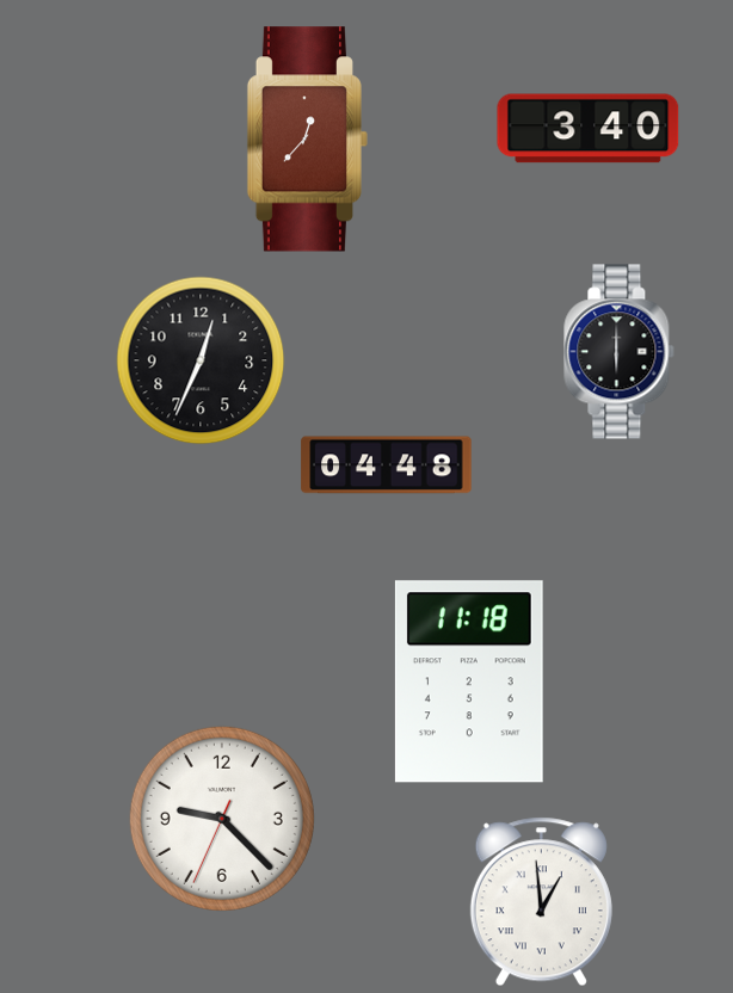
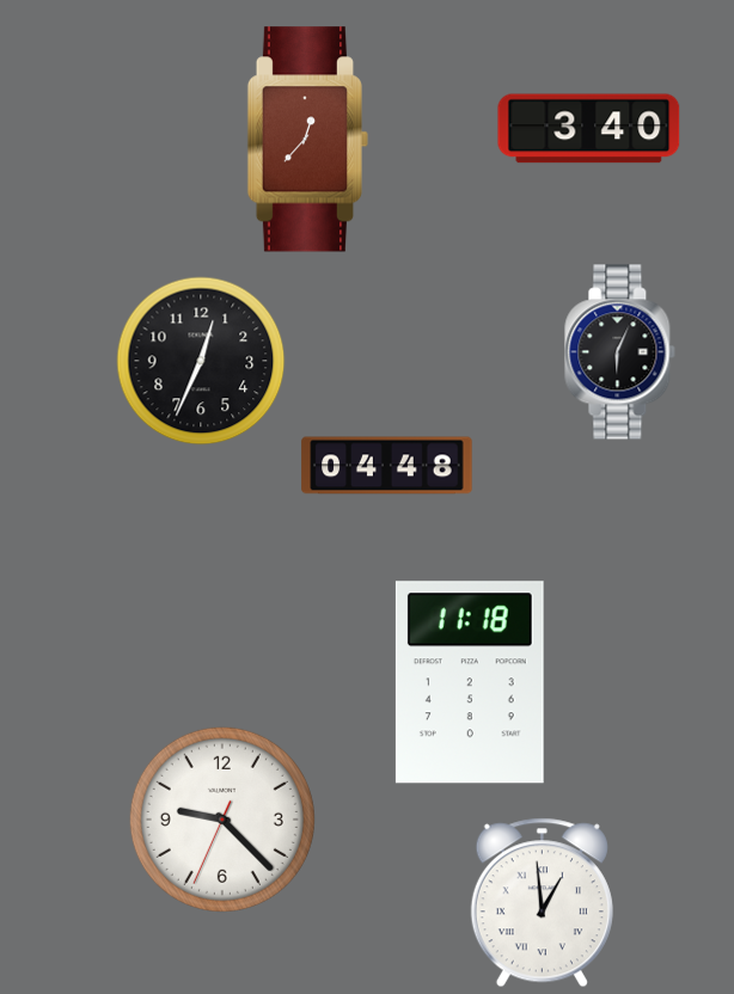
clock at (620, 352): 6:00 -> 6:04
